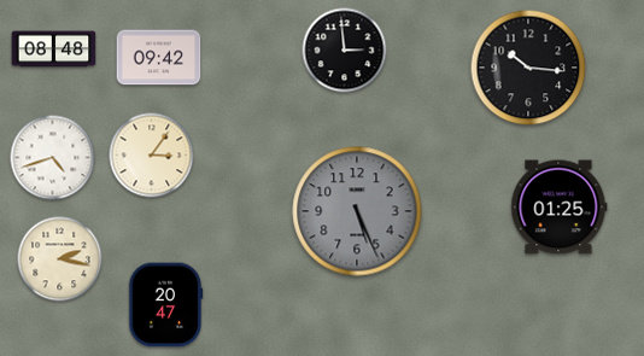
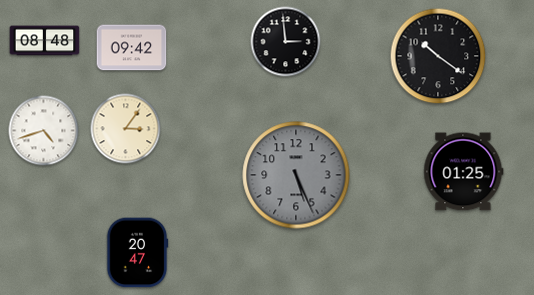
clock at (528, 68): 10:16 -> 10:21
clock at (60, 259): 2:17 -> none
